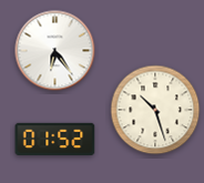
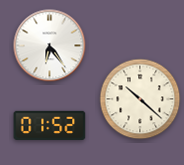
clock at (155, 110): 10:27 -> 10:22
